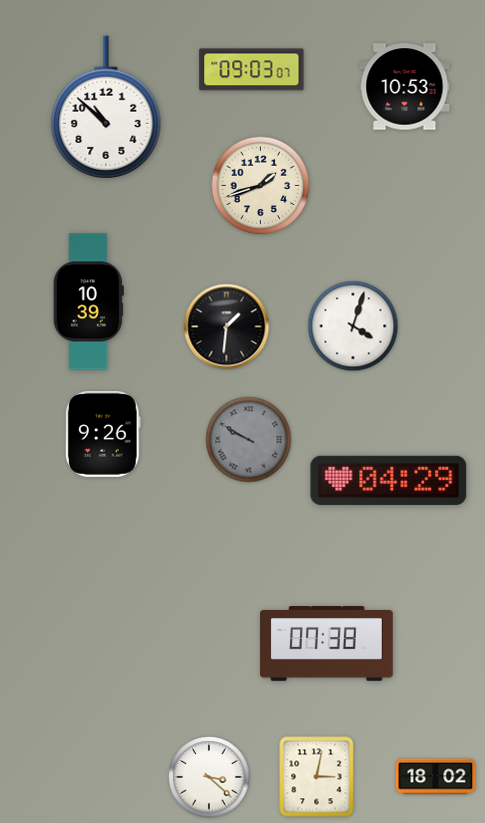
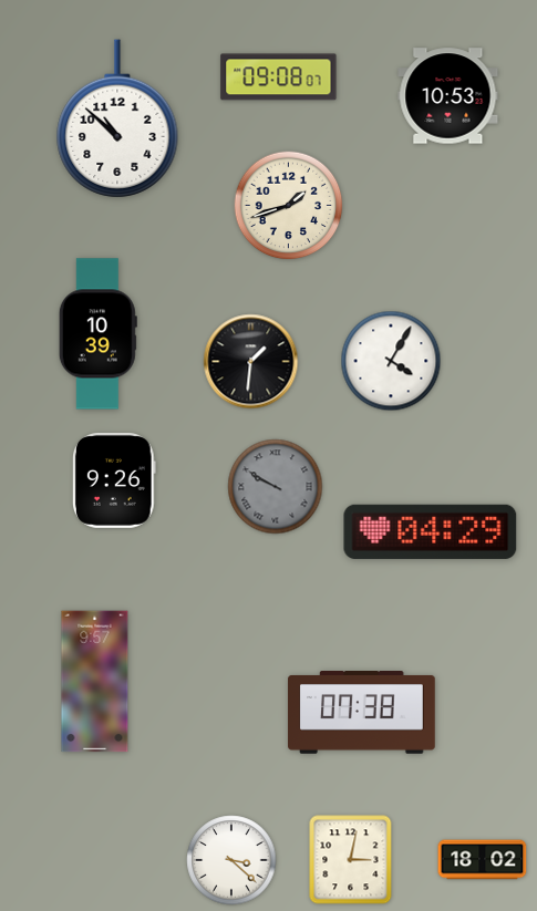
clock at (252, 70): 09:03 -> 09:08
clock at (353, 326): 4:03 -> 4:05
clock at (95, 682): none -> 9:57
